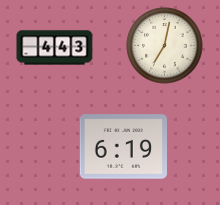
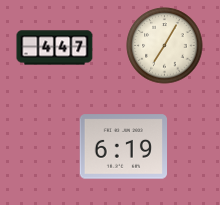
clock at (165, 46): 7:02 -> 7:05
clock at (55, 48): 4:43 -> 4:47
